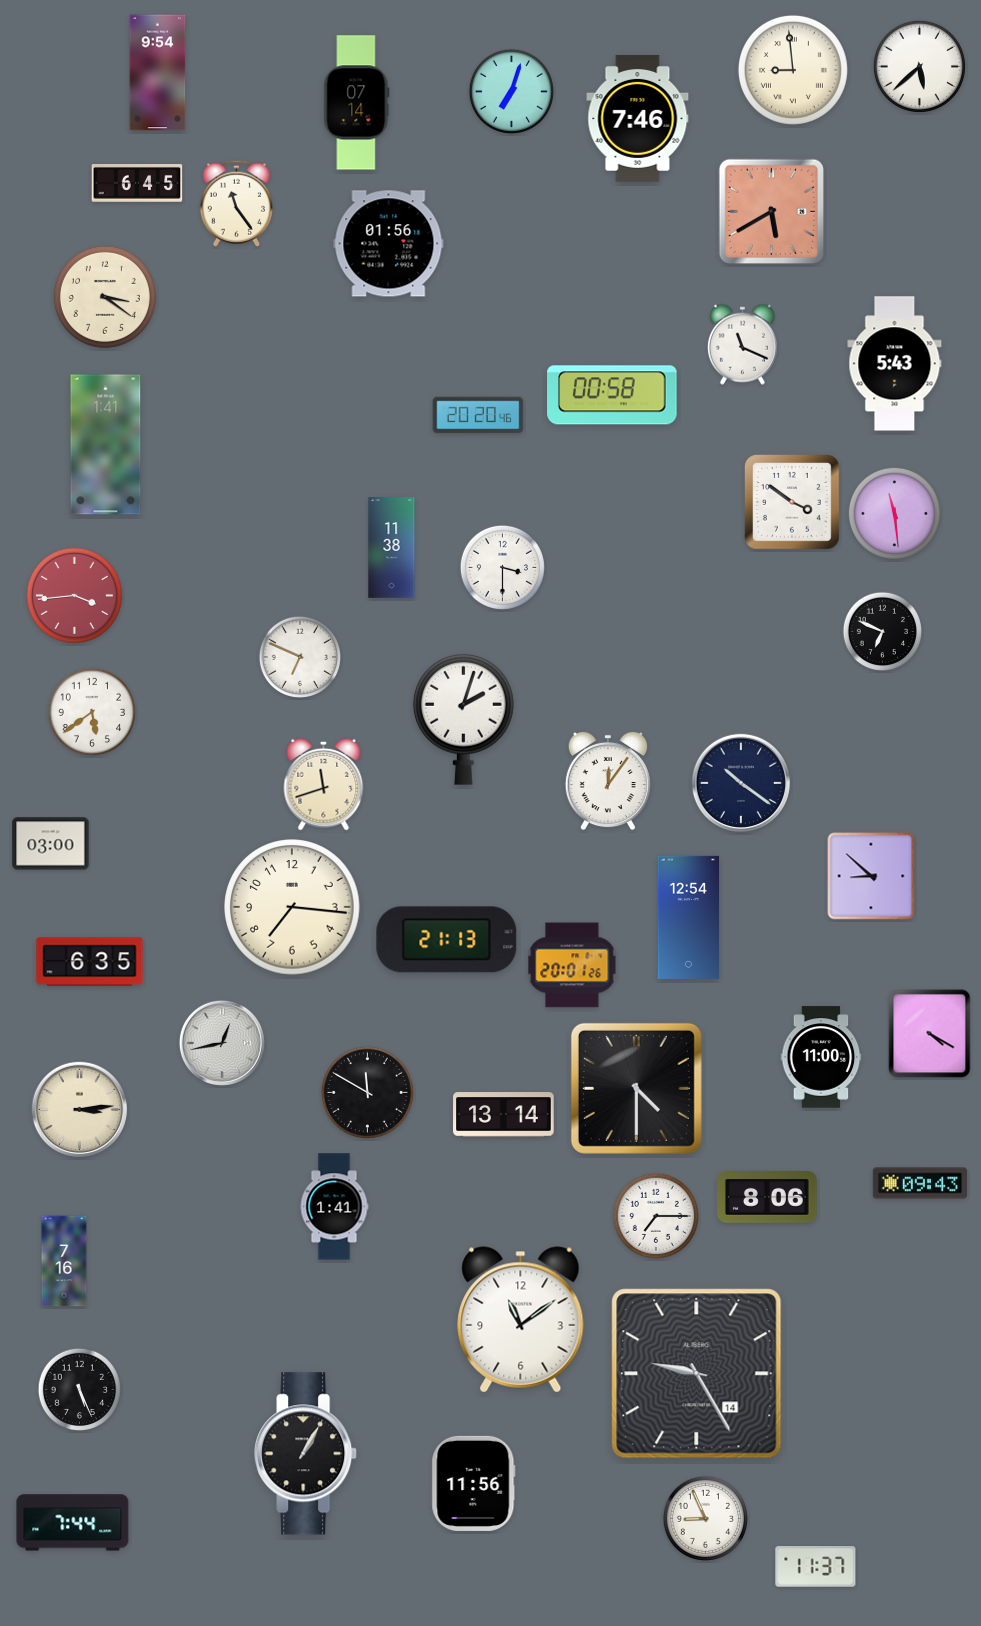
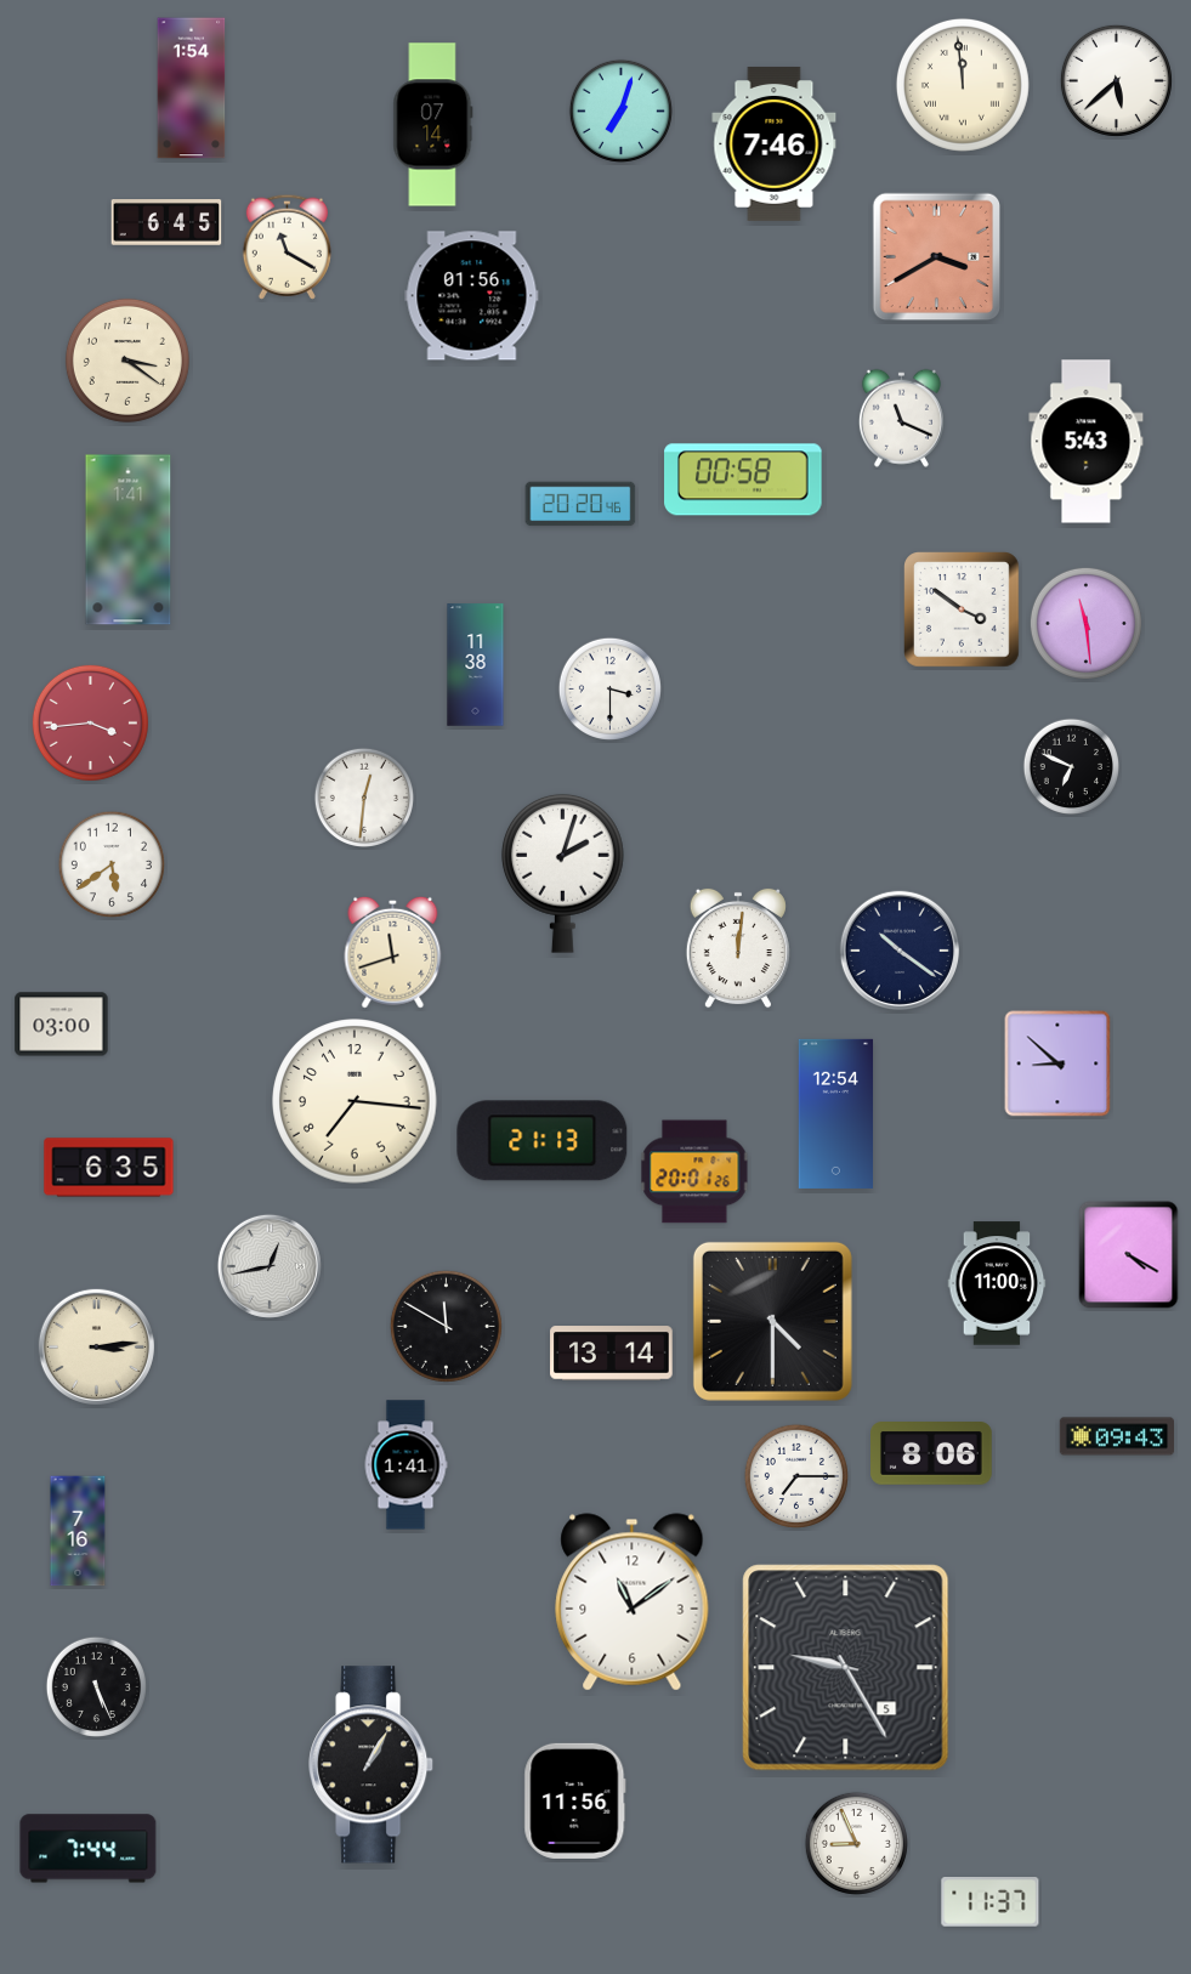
clock at (793, 70): 8:59 -> 11:59
clock at (158, 73): 9:54 -> 1:54
clock at (236, 203): 11:24 -> 11:20
clock at (772, 212): 5:40 -> 3:40
clock at (299, 656): 6:49 -> 12:31
clock at (608, 781): 12:06 -> 12:01
clock at (697, 1374) date: 14 -> 5
